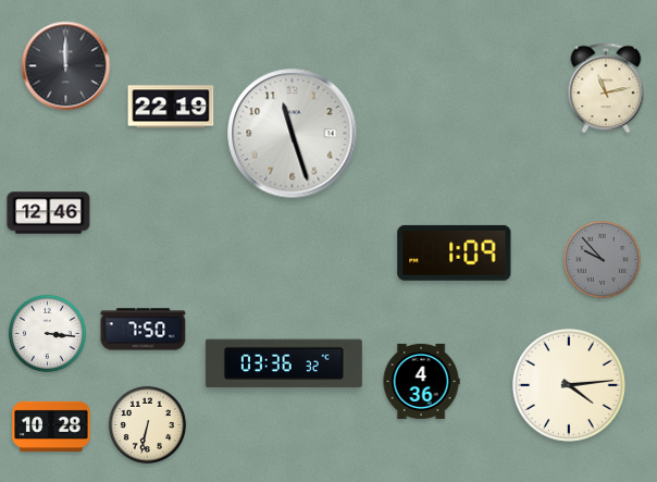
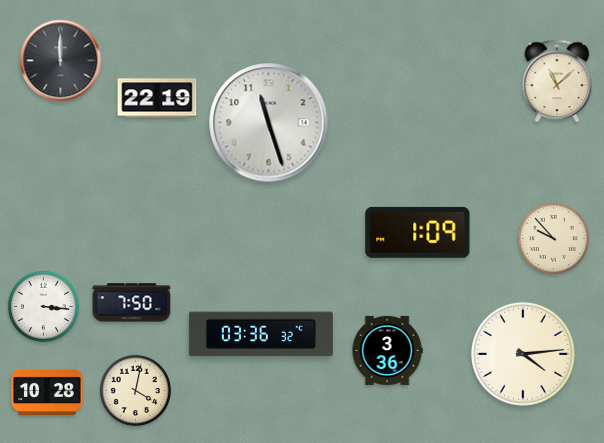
clock at (606, 88): 11:13 -> 11:08
clock at (49, 213): 12:46 -> none
clock at (602, 259) dial: grey -> cream
clock at (421, 381): 4:36 -> 3:36
clock at (147, 424): 6:32 -> 4:02
